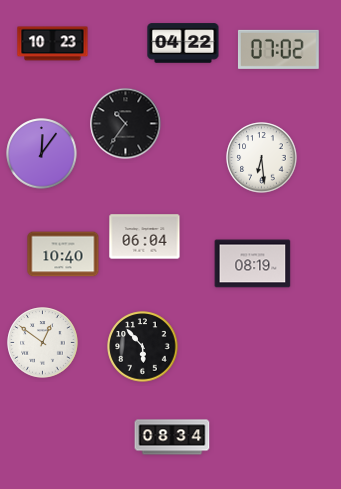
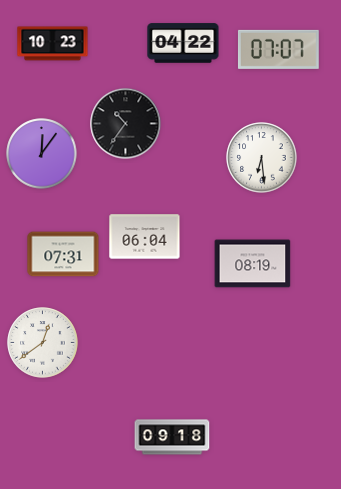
clock at (278, 49): 07:02 -> 07:07
clock at (63, 254): 10:40 -> 07:31
clock at (43, 343): 12:51 -> 12:39
clock at (143, 347): 5:53 -> none
clock at (172, 437): 08:34 -> 09:18
